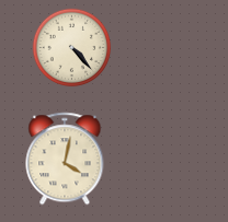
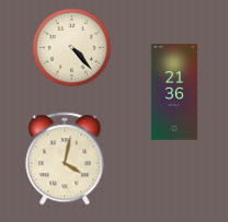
clock at (174, 92): none -> 21:36
